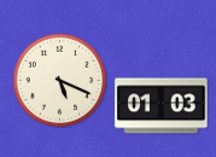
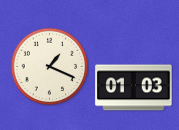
clock at (59, 80): 5:19 -> 1:19
